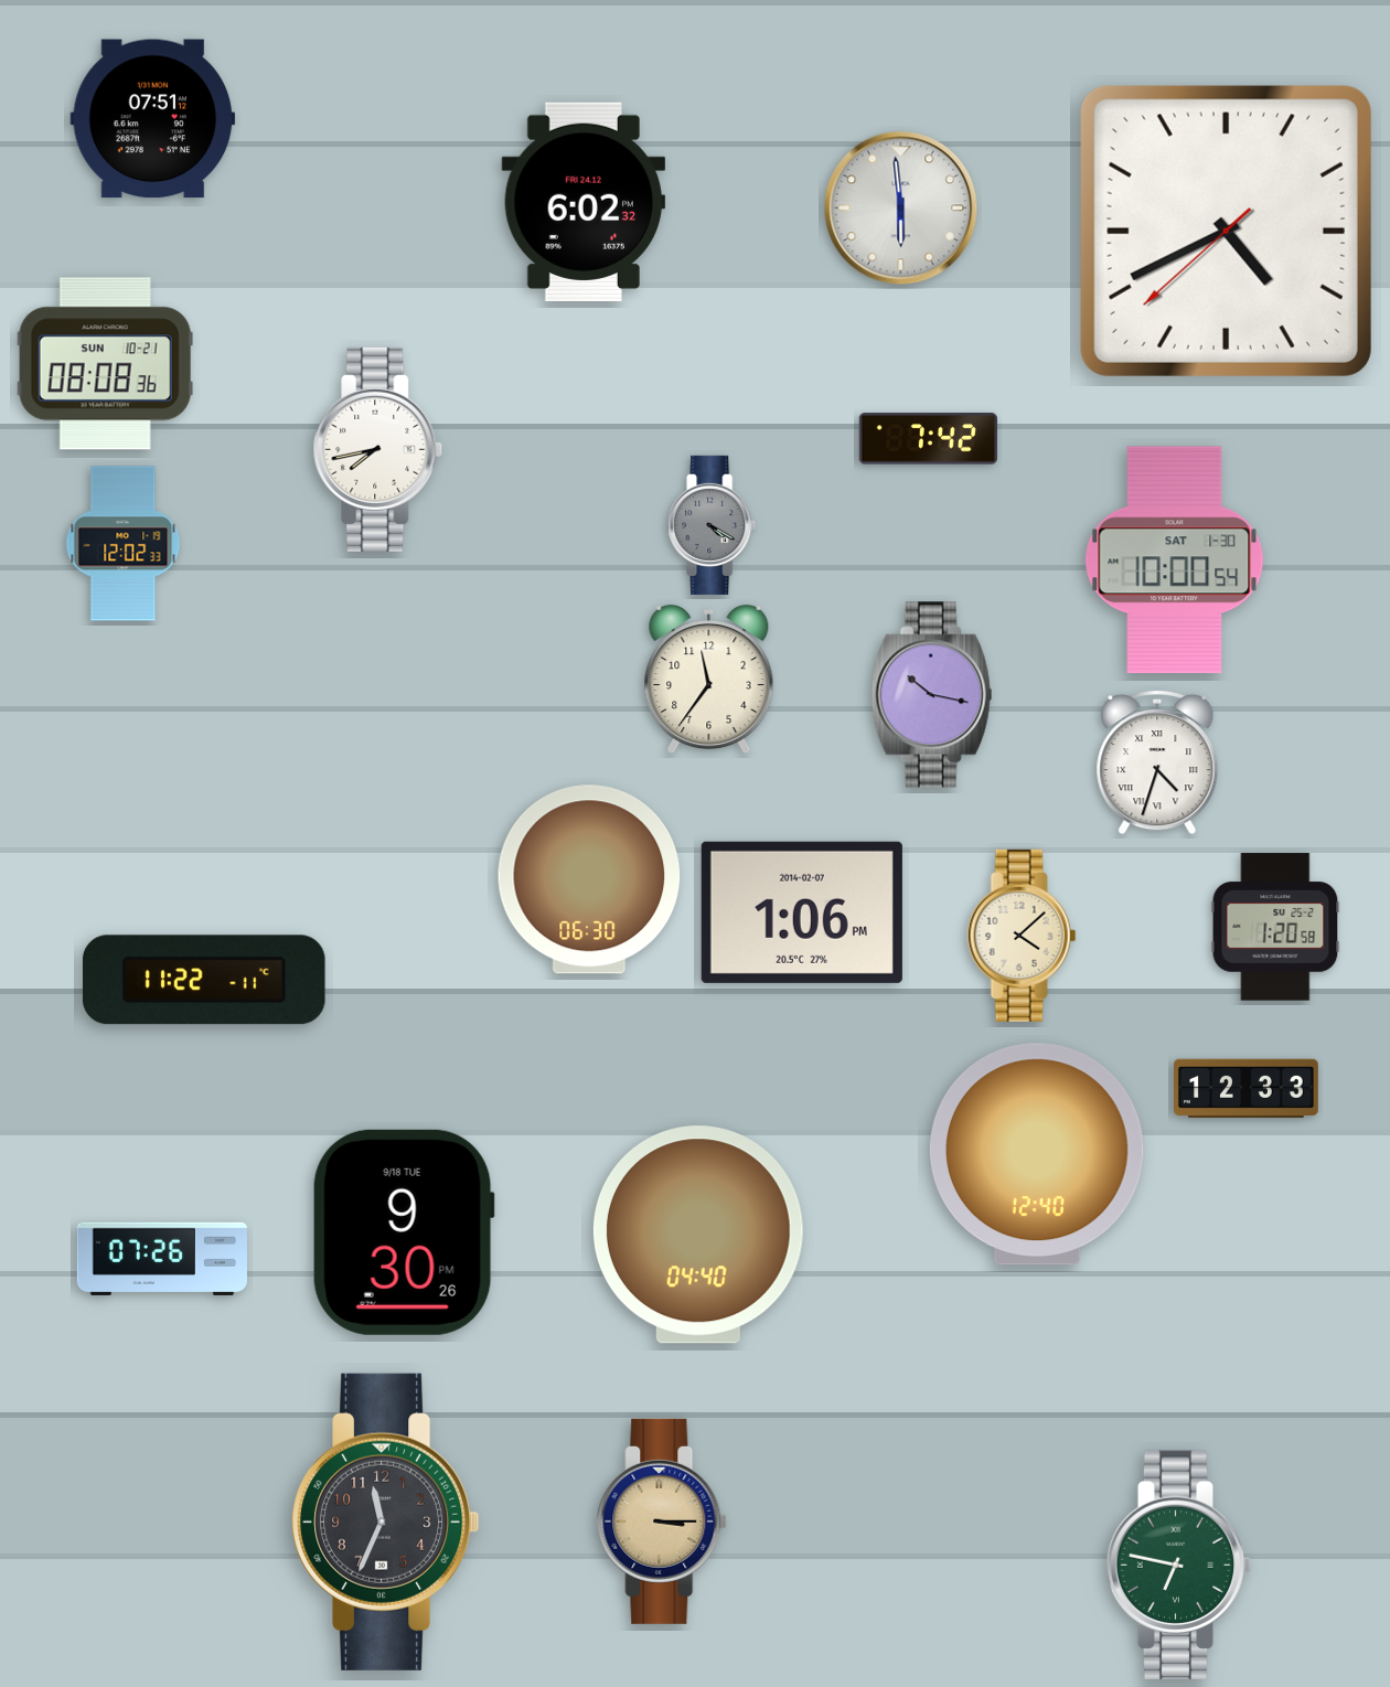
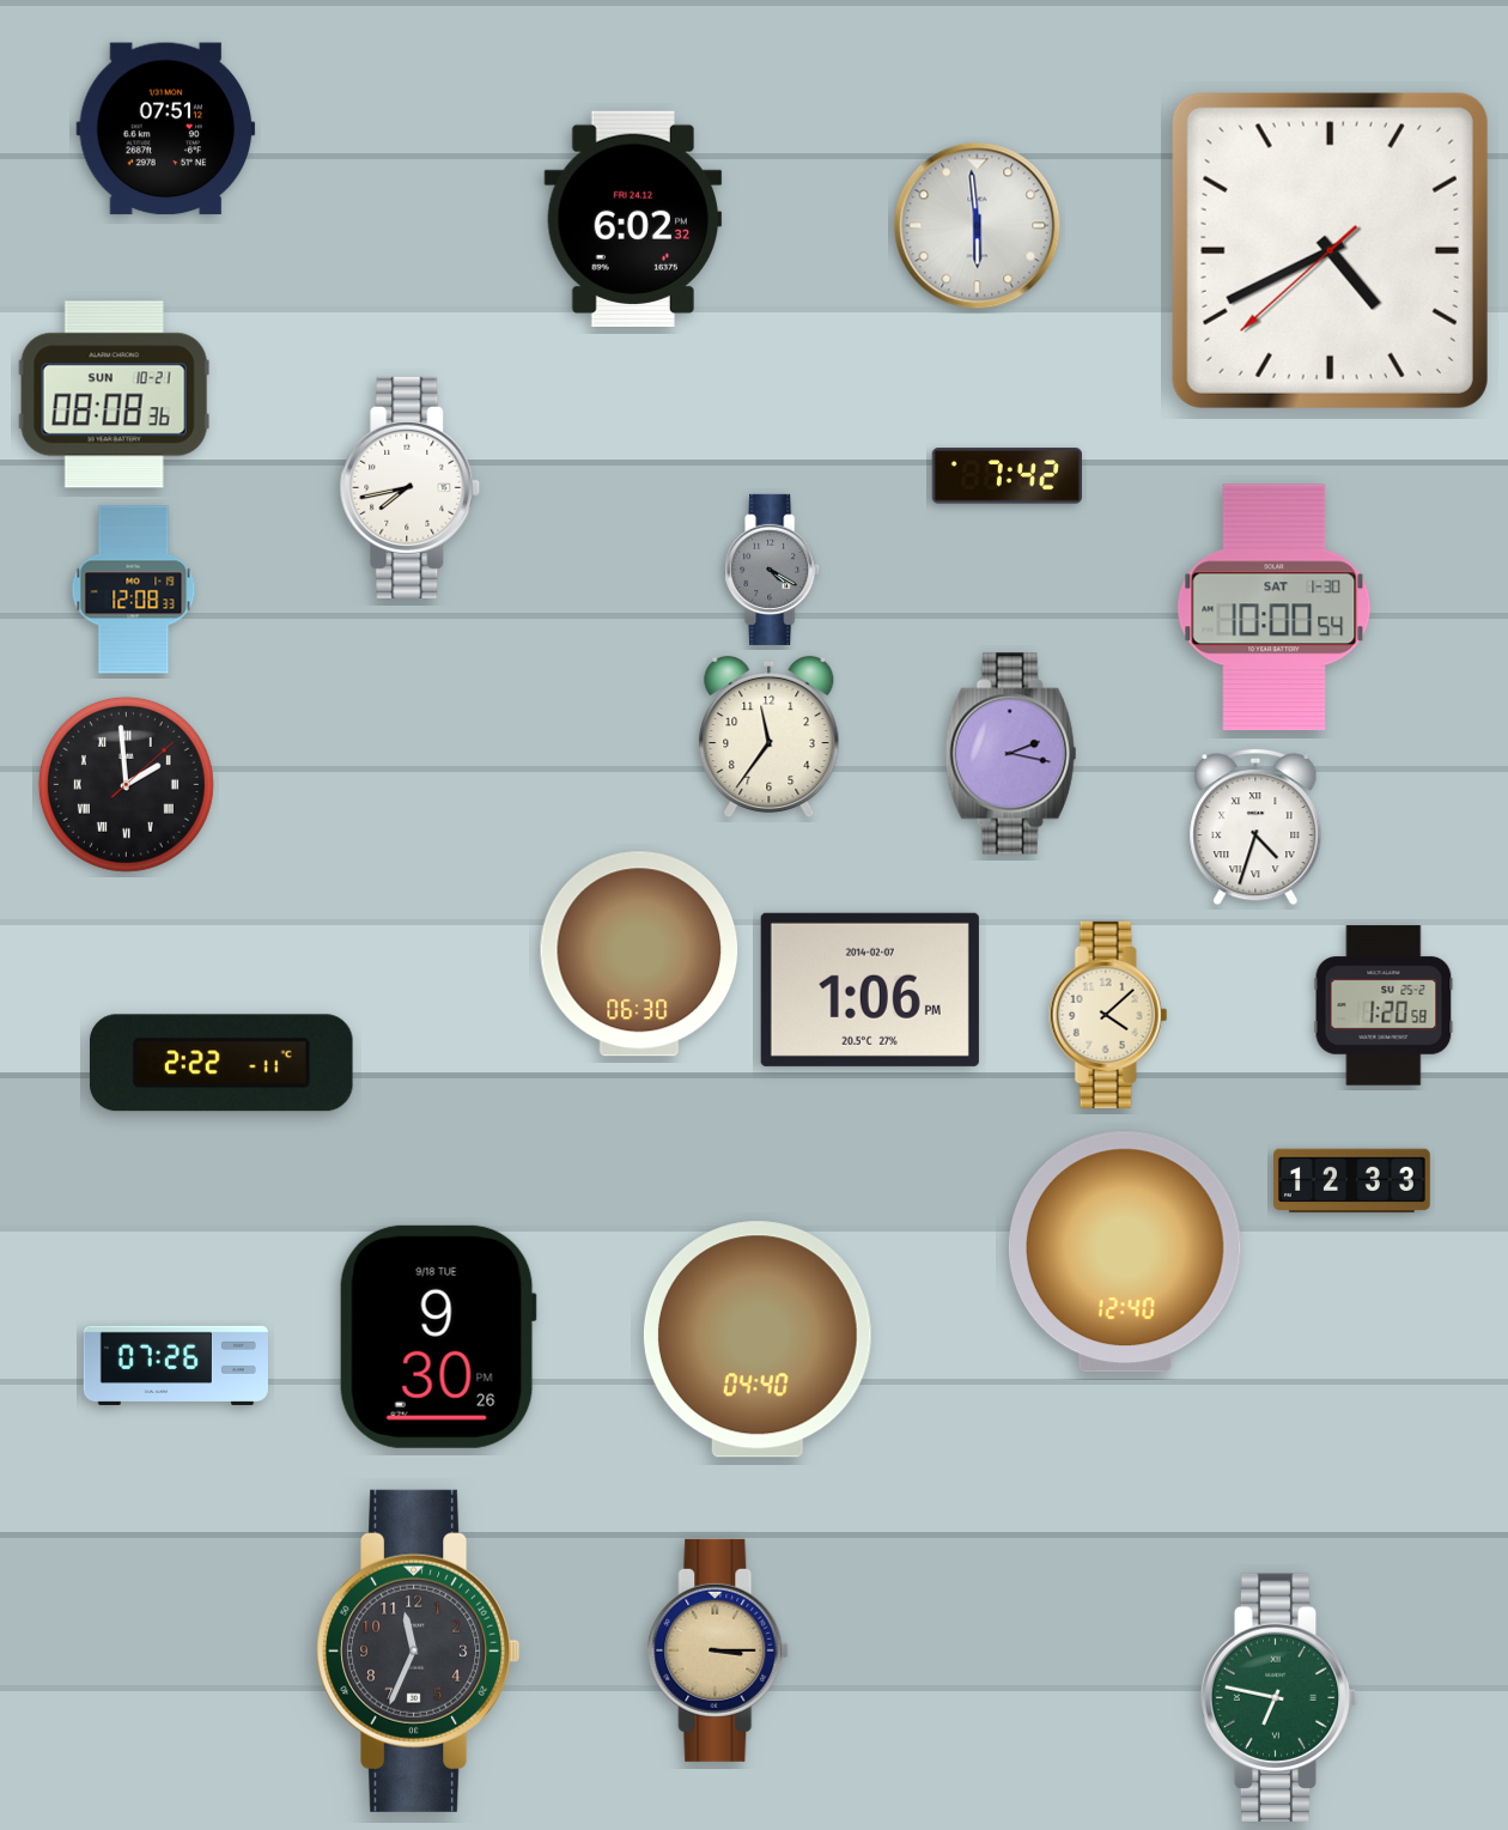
clock at (124, 544): 12:02 -> 12:08
clock at (932, 695): 10:17 -> 2:17
clock at (126, 784): none -> 1:59
clock at (204, 980): 11:22 -> 2:22
